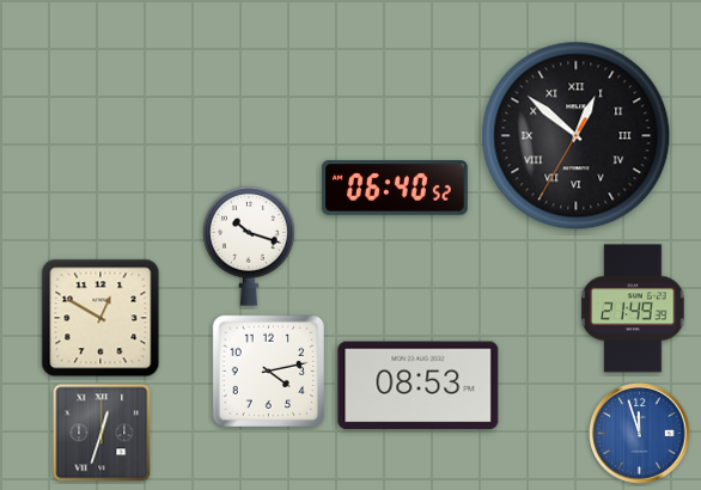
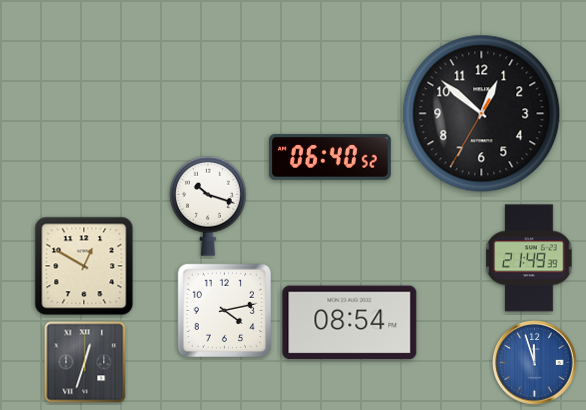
clock at (577, 136) numerals: Roman -> Arabic
clock at (419, 386): 08:53 -> 08:54
